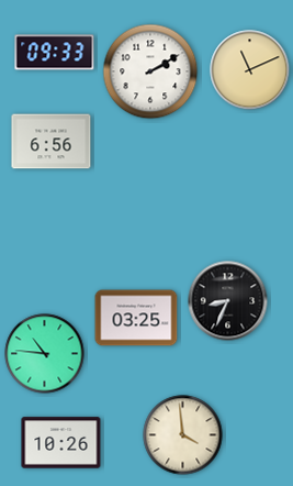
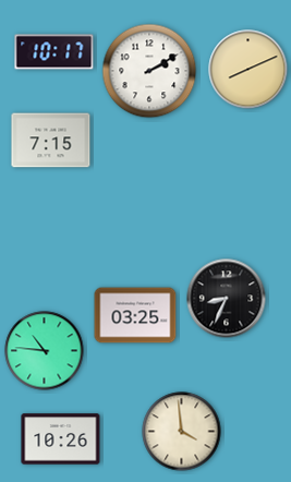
clock at (55, 53): 09:33 -> 10:17
clock at (250, 70): 11:11 -> 8:11
clock at (52, 142): 6:56 -> 7:15
